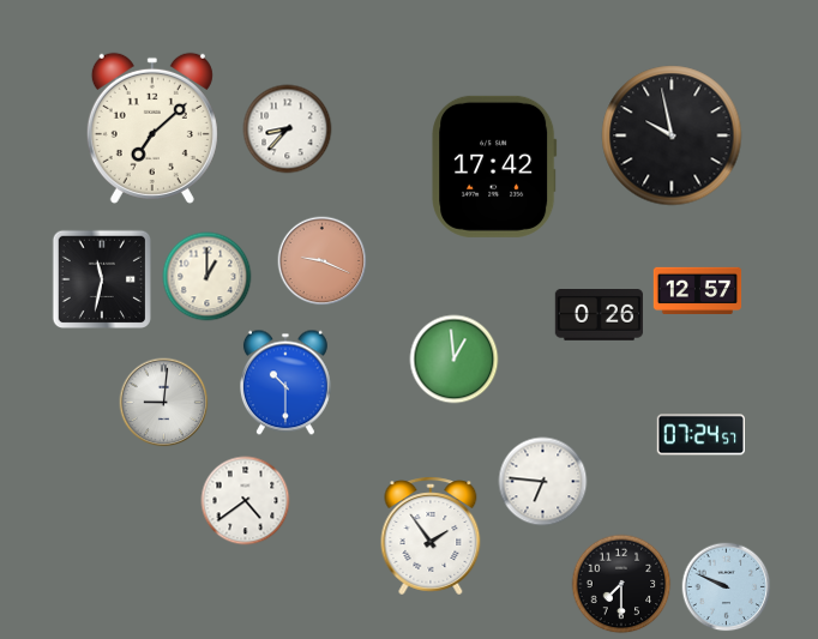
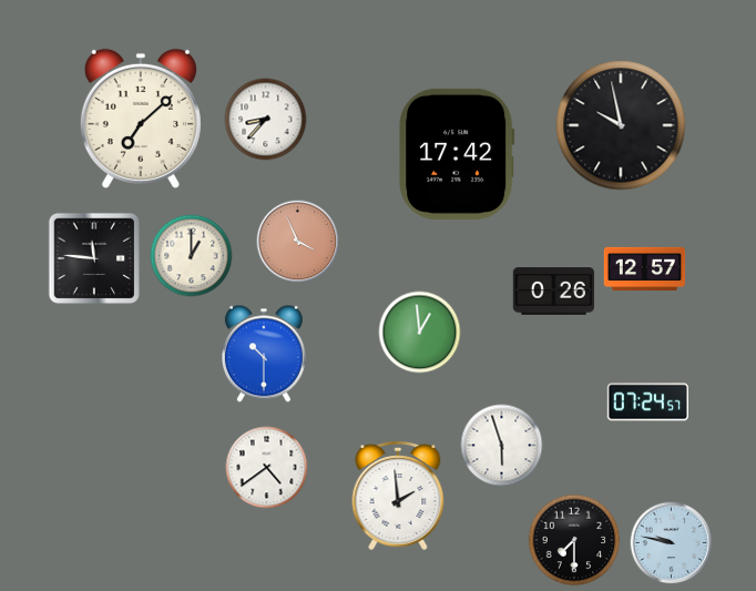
clock at (323, 261): 9:19 -> 3:56
clock at (101, 278): 11:32 -> 11:46
clock at (164, 403): 9:01 -> none
clock at (543, 482): 6:46 -> 5:57
clock at (246, 501) position: (246, 501) -> (267, 468)
clock at (431, 536): 1:54 -> 1:59
clock at (727, 587): 9:49 -> 9:47
